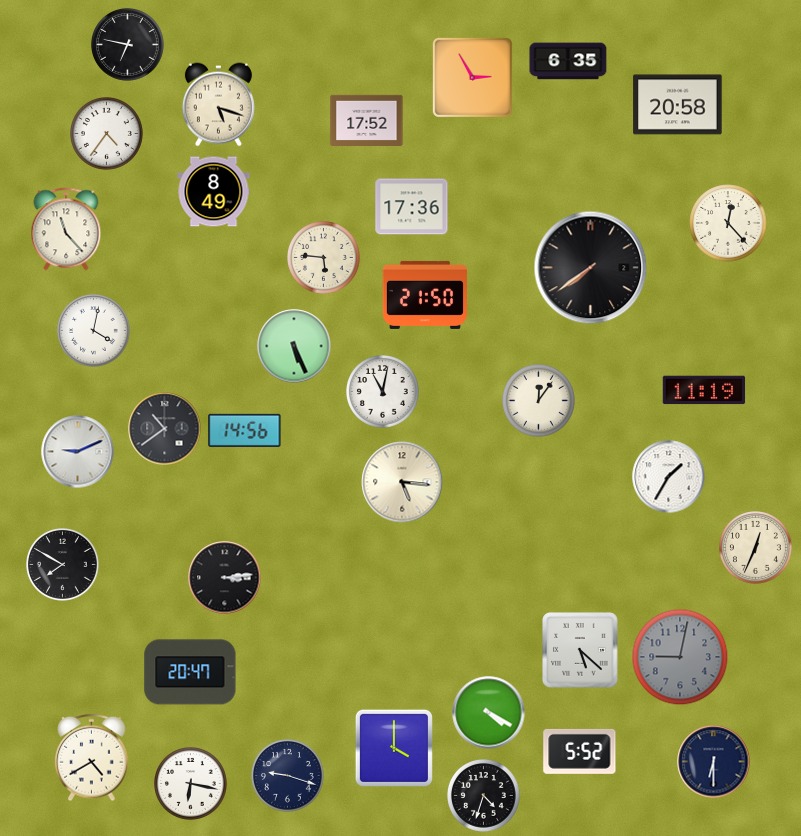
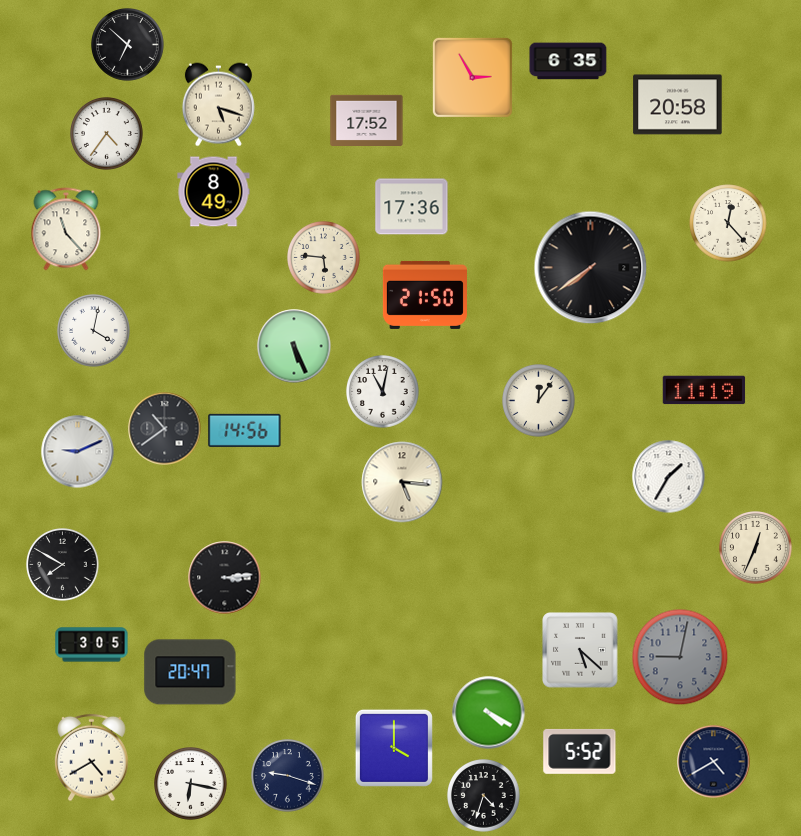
clock at (128, 45): 6:47 -> 6:52
clock at (92, 645): none -> 3:05
clock at (714, 762): 6:30 -> 4:40
